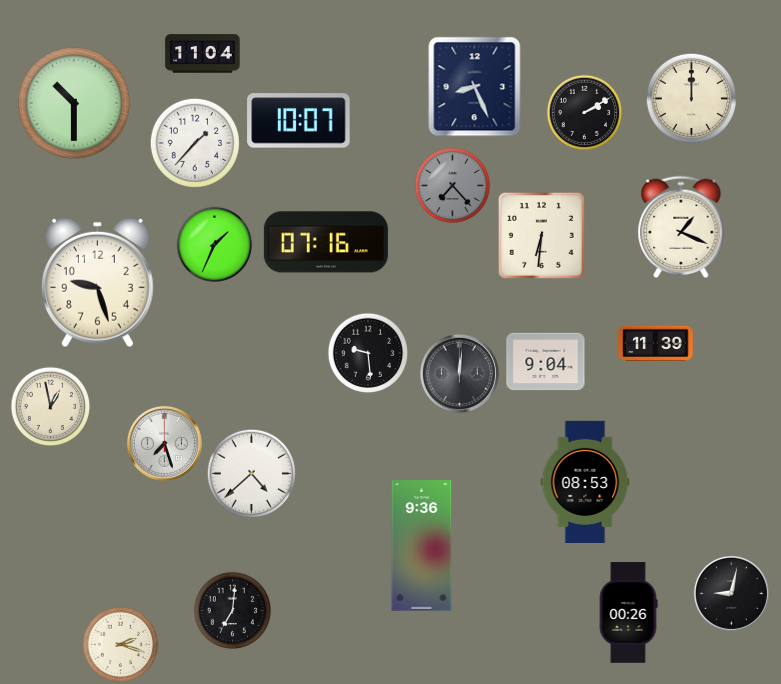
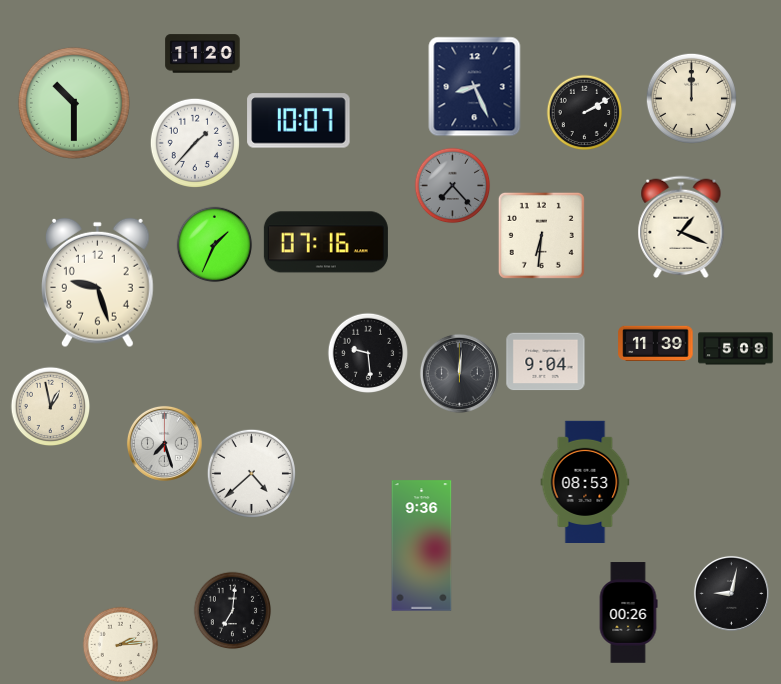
clock at (203, 54): 11:04 -> 11:20
clock at (736, 349): none -> 5:09
clock at (121, 645): 2:18 -> 2:14
